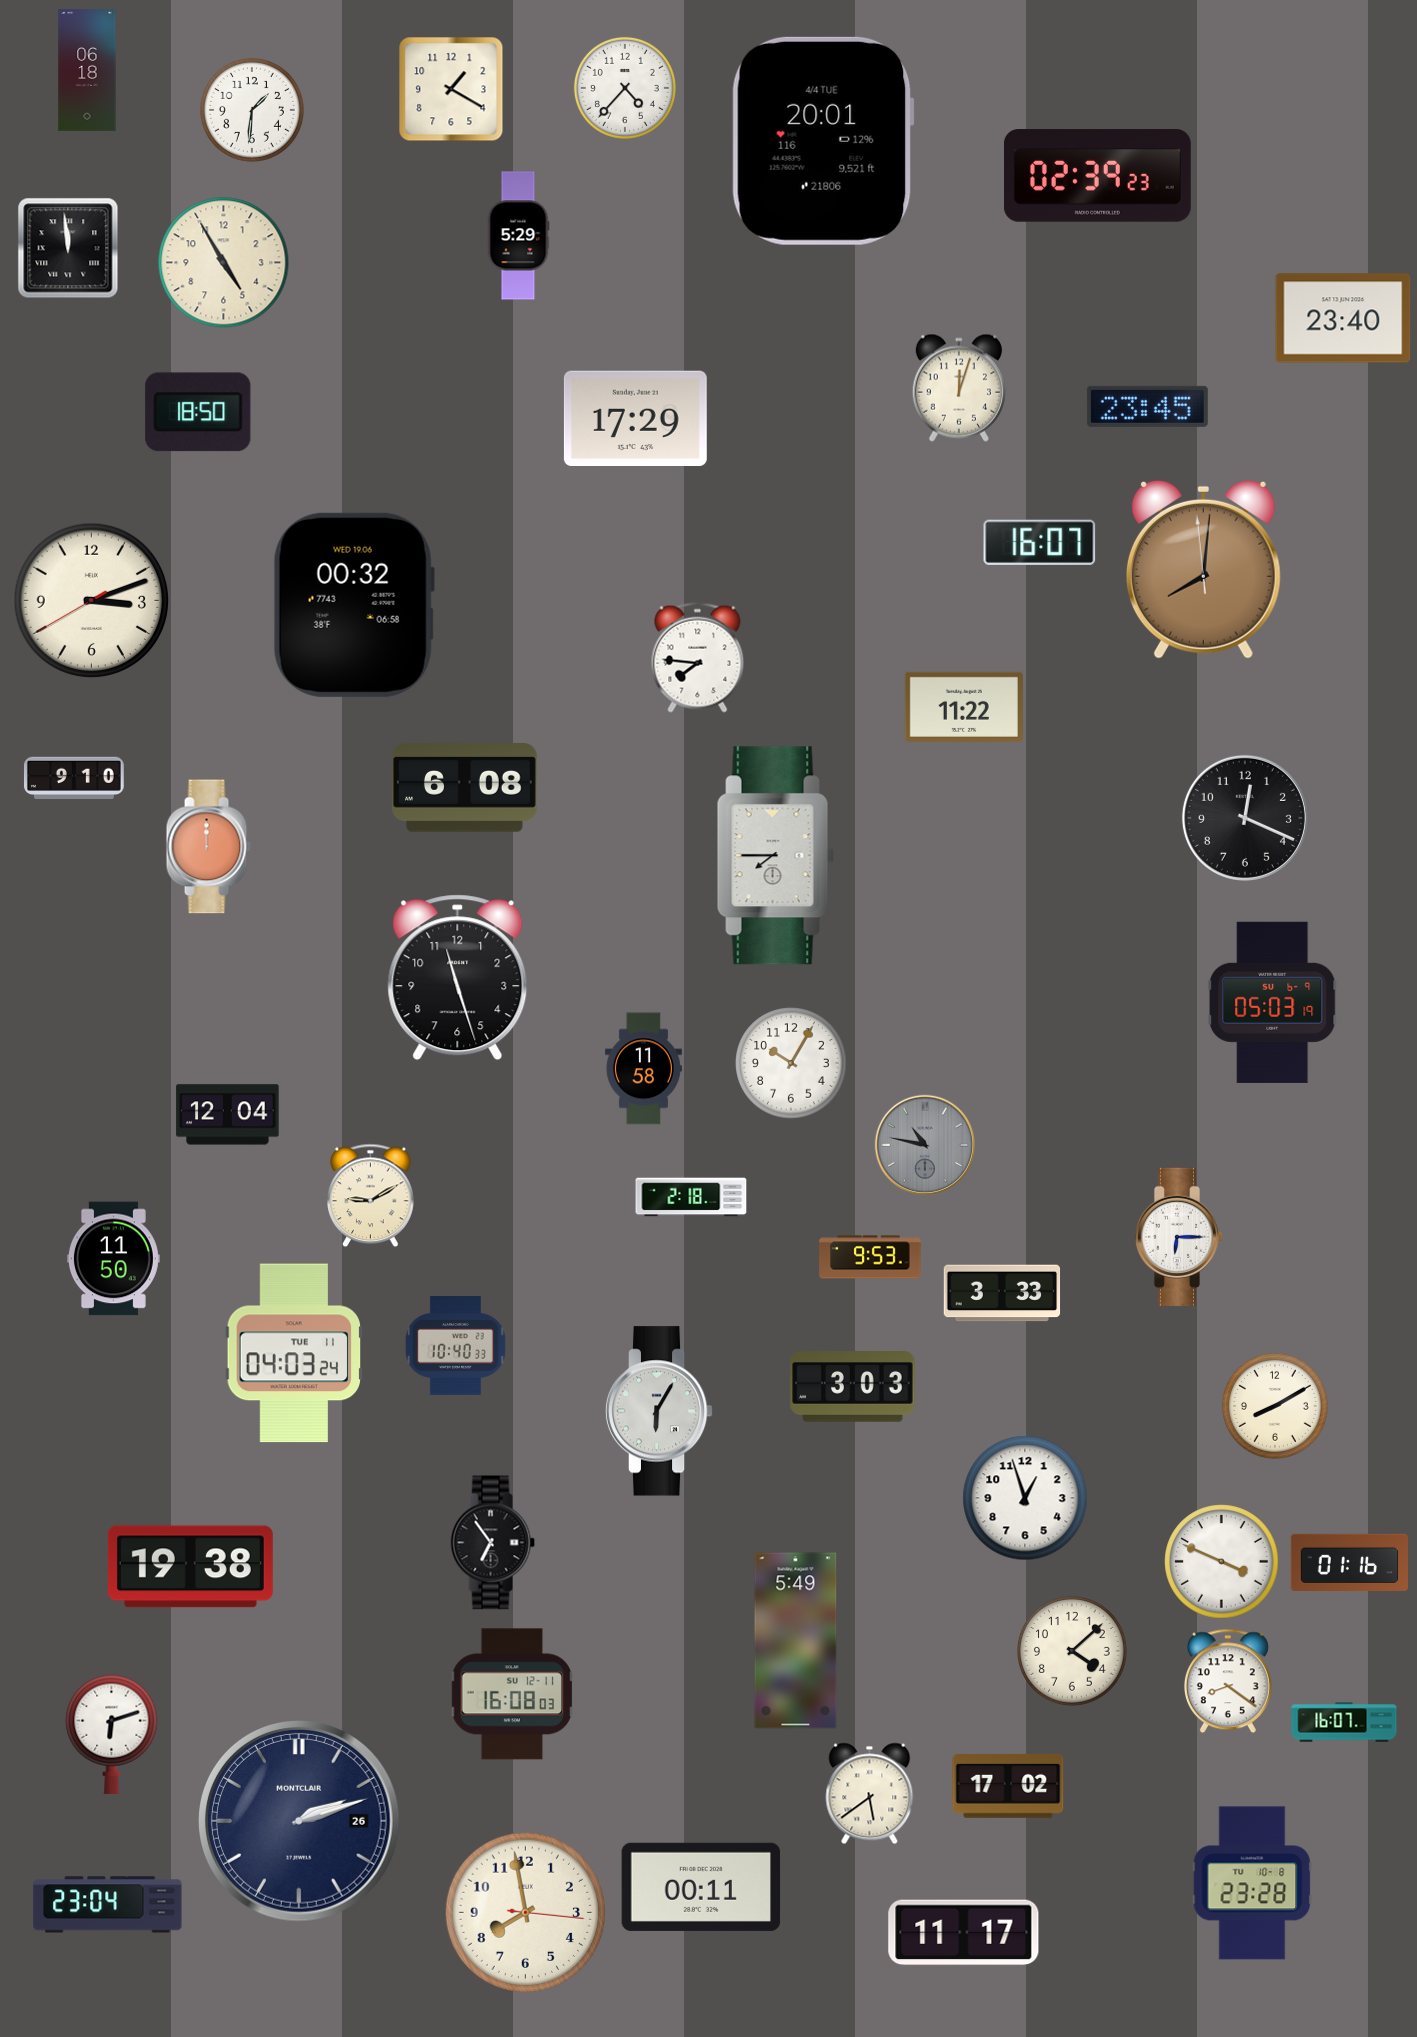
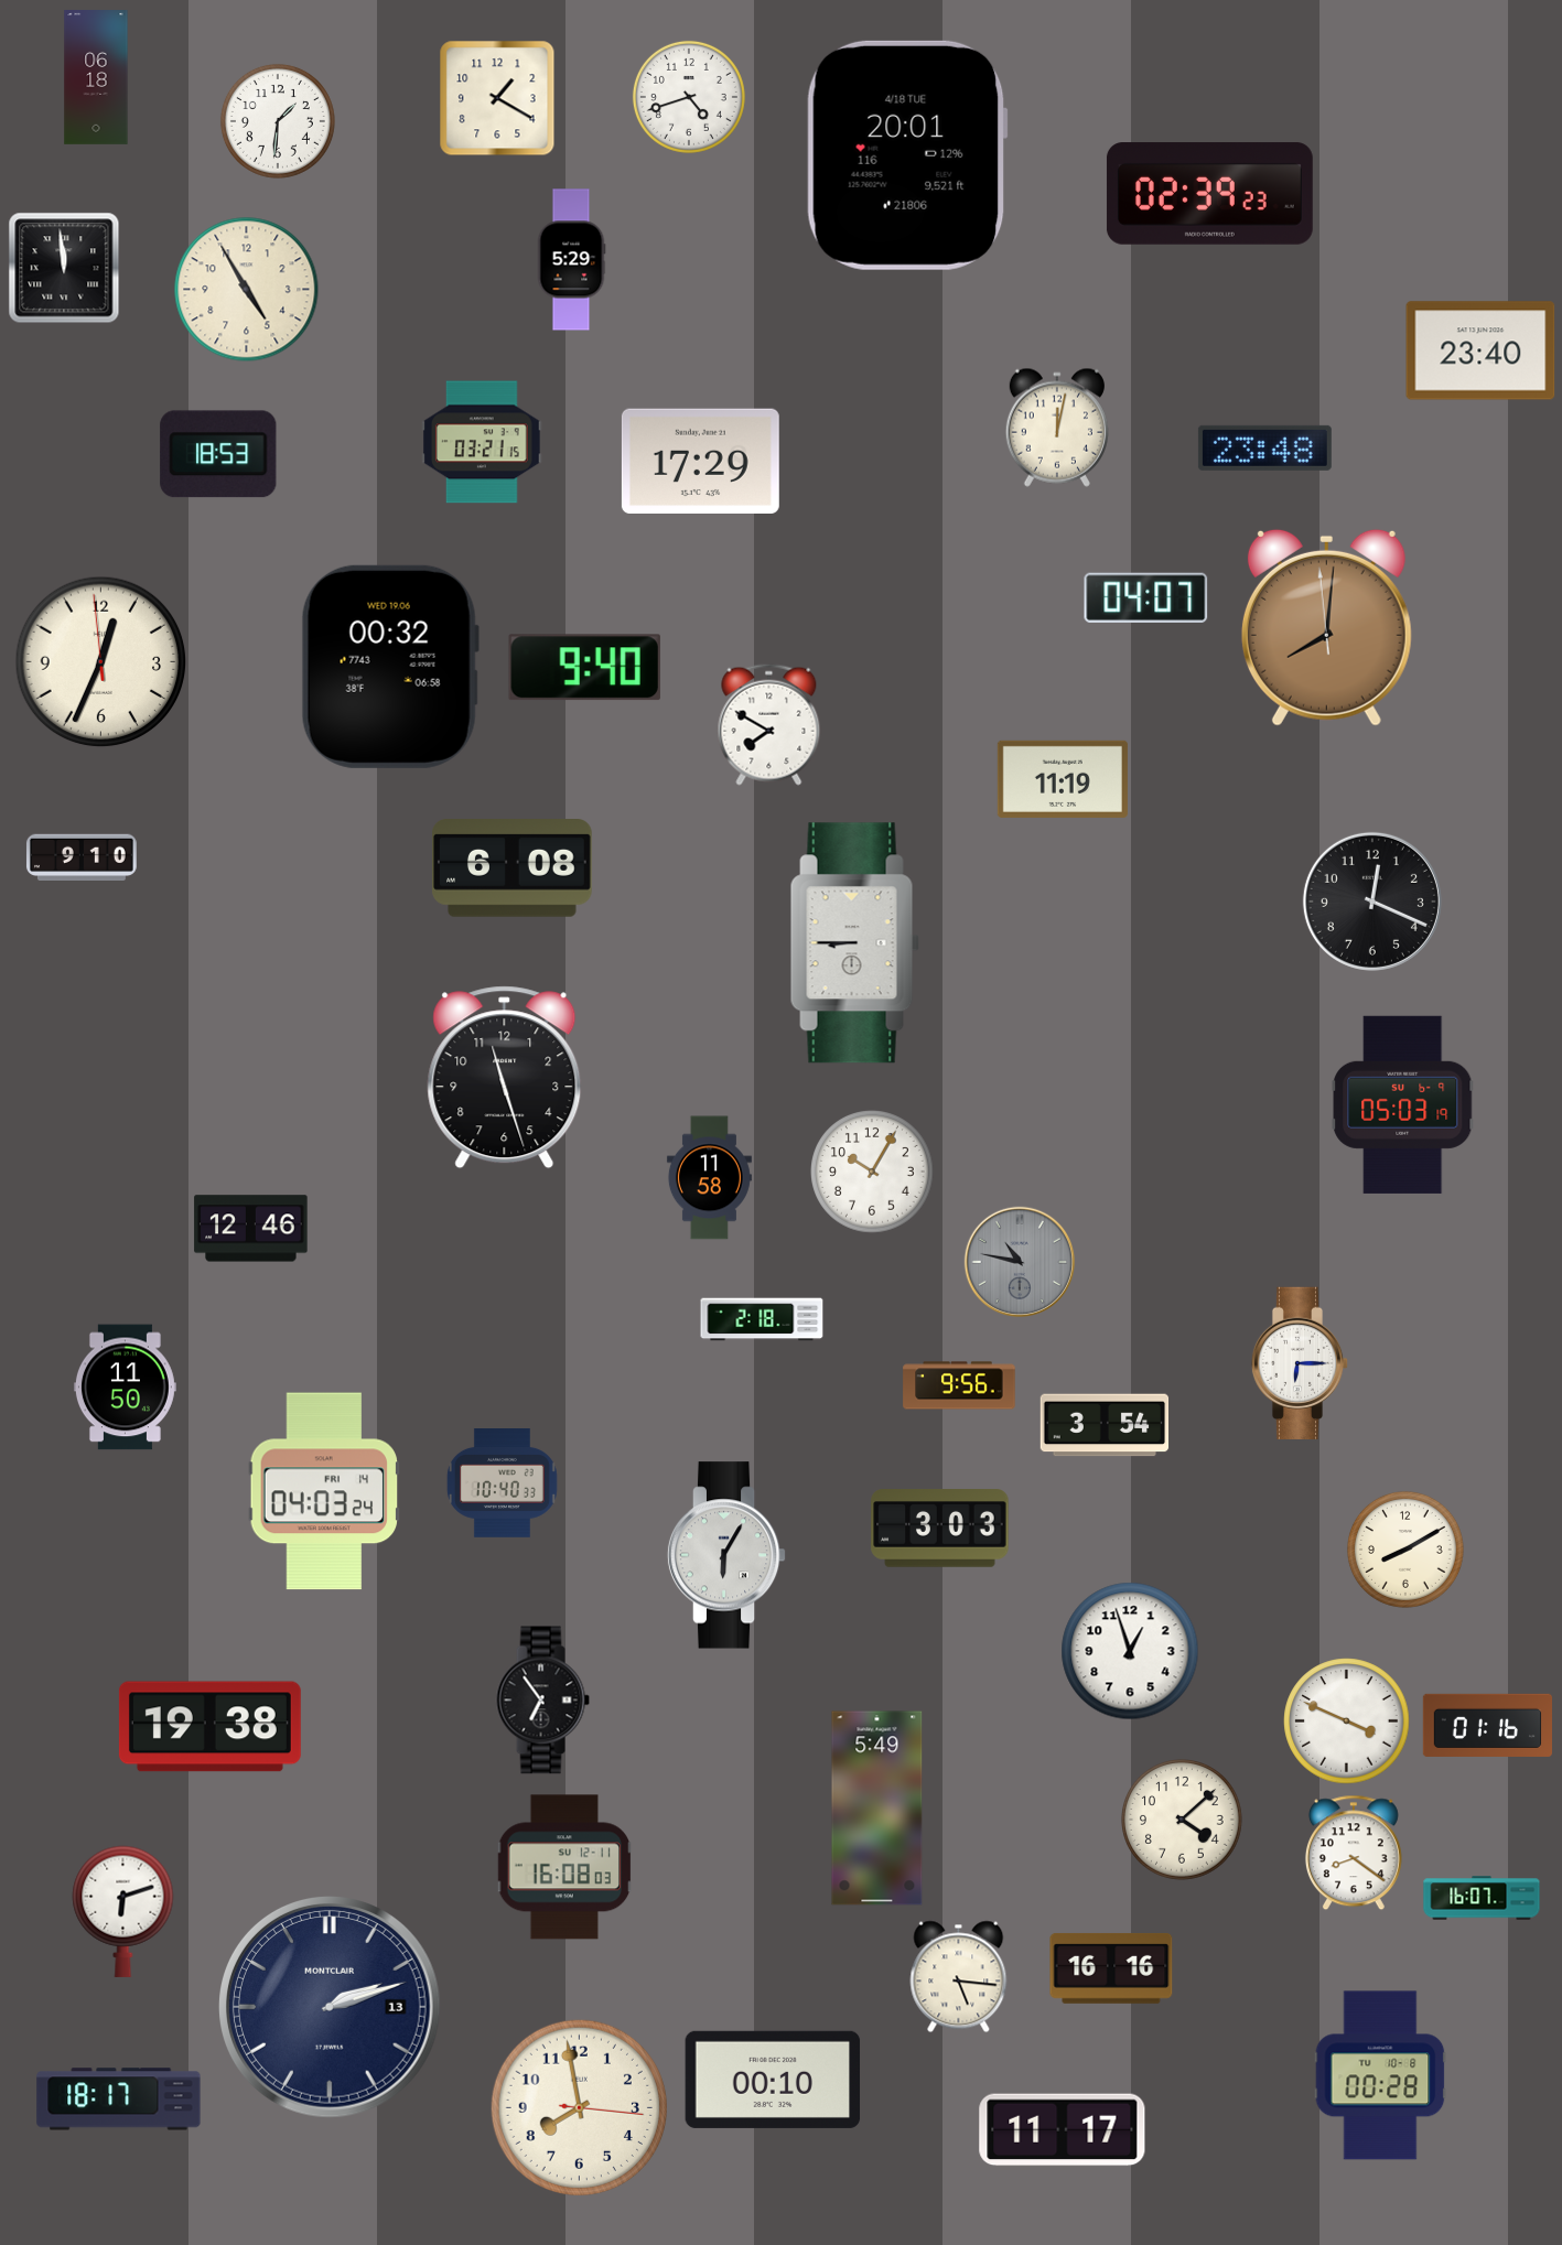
clock at (625, 88): 4:37 -> 4:42
clock at (823, 141) date: 4/4 TUE -> 4/18 TUE
clock at (68, 248) position: (68, 248) -> (64, 268)
clock at (959, 388): 12:03 -> 12:02
clock at (483, 442): none -> 03:21
clock at (1147, 406): 23:45 -> 23:48
clock at (198, 412): 18:50 -> 18:53
clock at (1040, 542): 16:07 -> 04:07
clock at (92, 601): 3:11 -> 12:33
clock at (584, 668): none -> 9:40
clock at (698, 657): 7:46 -> 7:50
clock at (964, 707): 11:22 -> 11:19
clock at (208, 847): 12:00 -> none
clock at (775, 856): 7:45 -> 8:45
clock at (228, 1115): 12:04 -> 12:46
clock at (371, 1196): 9:10 -> none
clock at (870, 1257): 9:53 -> 9:56
clock at (1002, 1293): 3:33 -> 3:54
clock at (293, 1353) date: TUE 11 -> FRI 14
clock at (1349, 1562) position: (1349, 1562) -> (1487, 1725)
clock at (1008, 1786): 17:02 -> 16:16
clock at (870, 1794): 5:39 -> 5:16
clock at (300, 1822) date: 26 -> 13
clock at (1252, 1883): 23:28 -> 00:28
clock at (701, 1887): 00:11 -> 00:10
clock at (108, 1905): 23:04 -> 18:17
